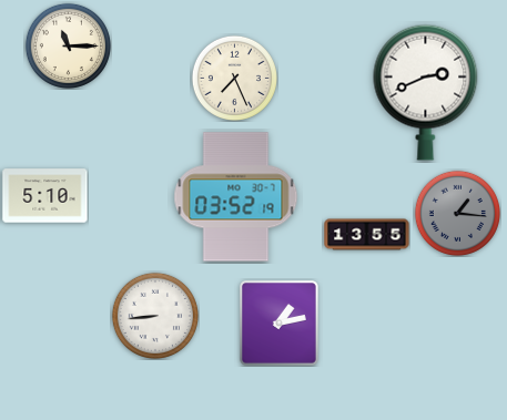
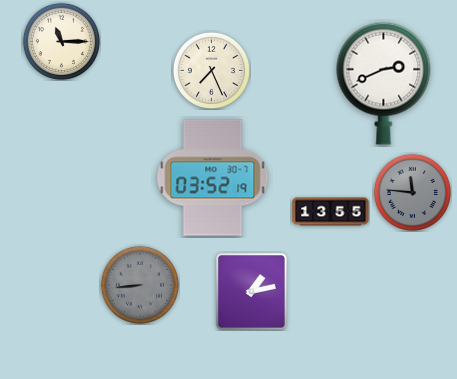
clock at (45, 196): 5:10 -> none
clock at (457, 213): 1:16 -> 11:46
clock at (155, 316) dial: white -> grey
